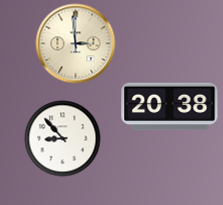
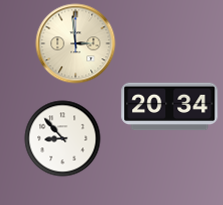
clock at (170, 107): 20:38 -> 20:34
